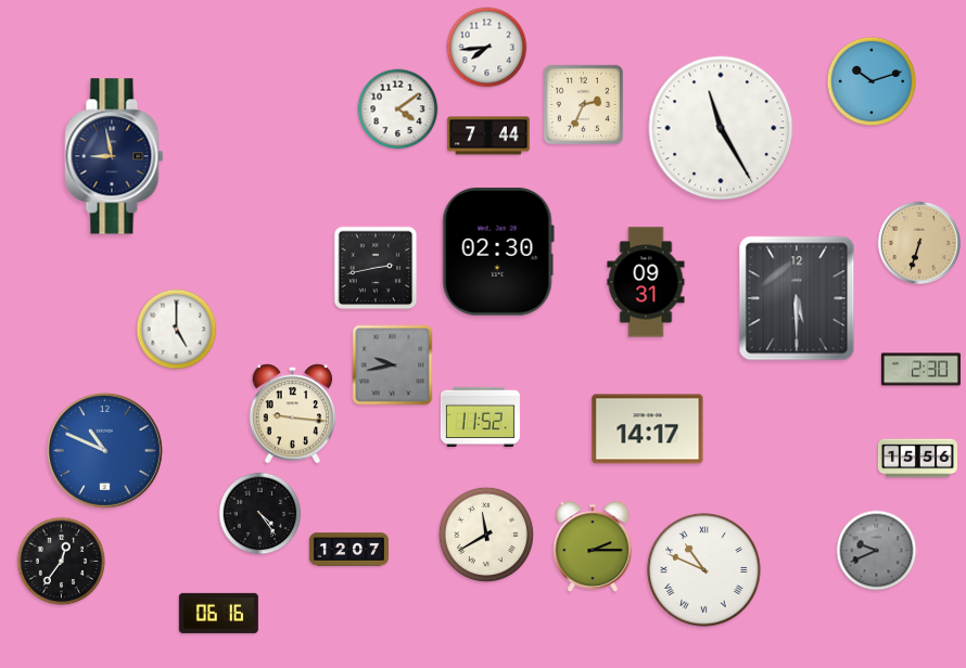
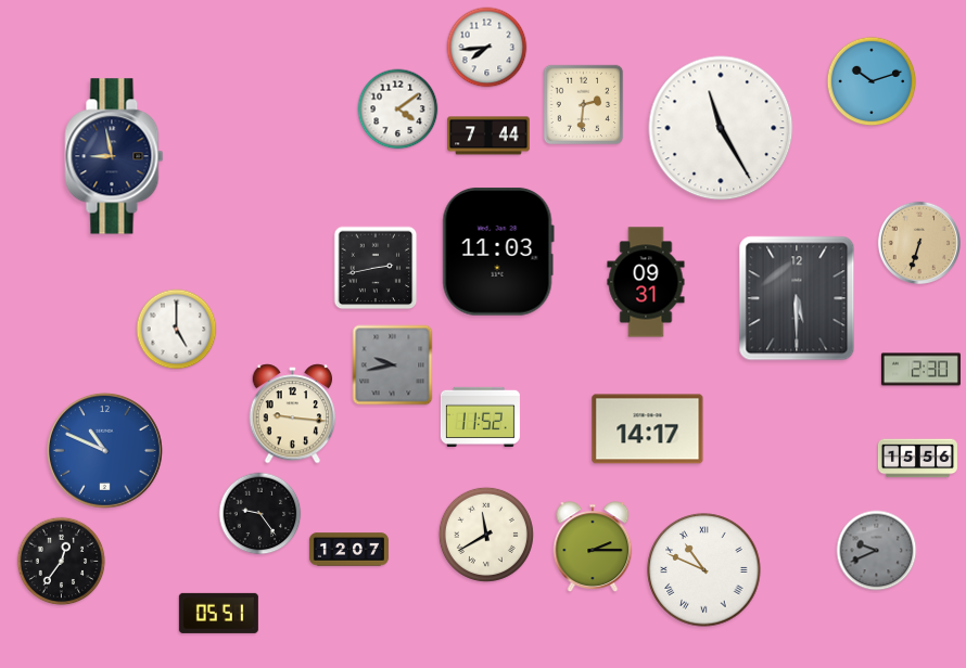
clock at (584, 105): 2:34 -> 2:31
clock at (498, 252): 02:30 -> 11:03
clock at (260, 514): 4:24 -> 9:24
clock at (218, 613): 06:16 -> 05:51
